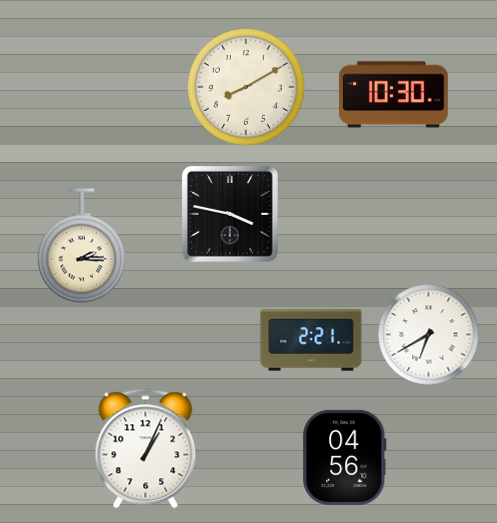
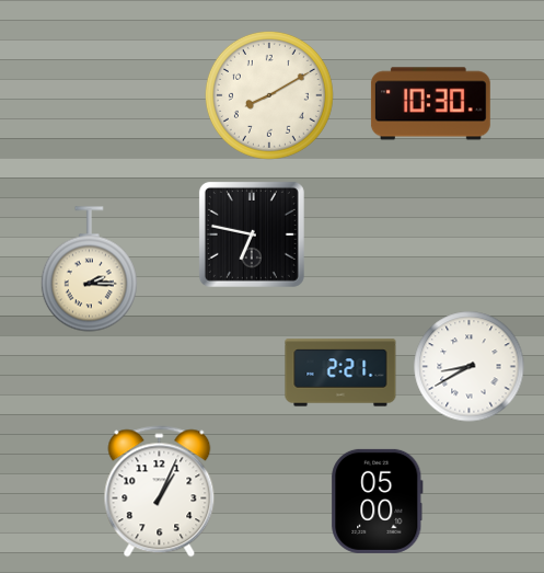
clock at (230, 214): 3:47 -> 6:47
clock at (429, 335): 6:40 -> 8:40
clock at (345, 457): 04:56 -> 05:00
